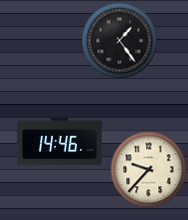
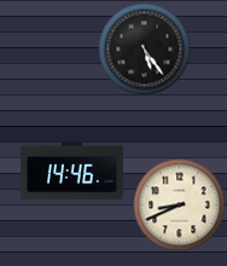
clock at (120, 41): 1:24 -> 5:24
clock at (149, 170): 9:37 -> 8:41
